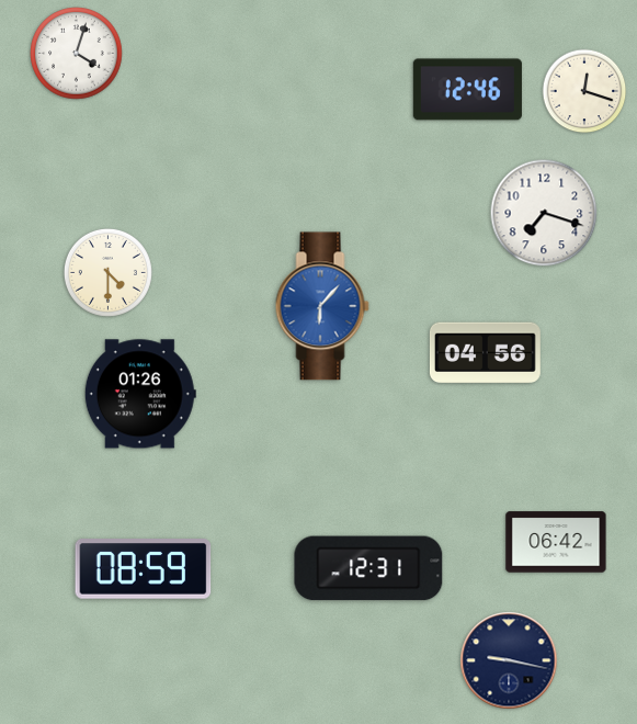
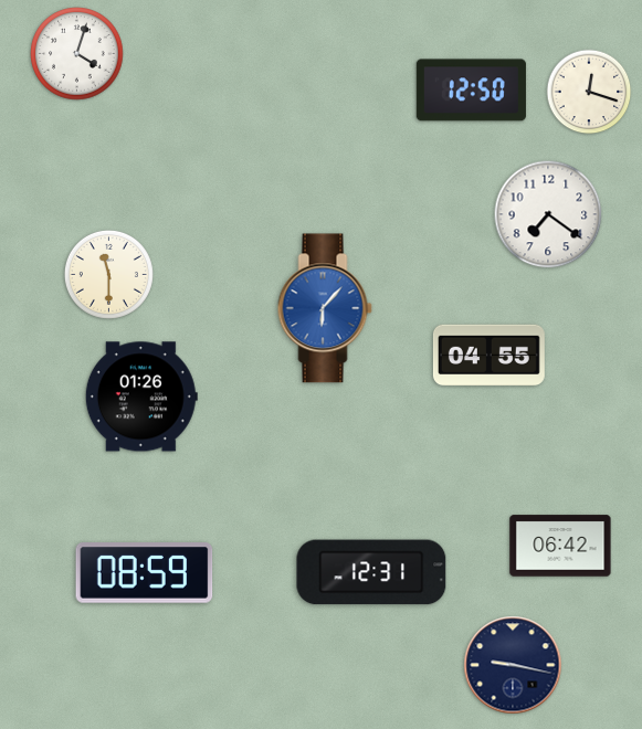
clock at (467, 90): 12:46 -> 12:50
clock at (544, 213): 7:18 -> 7:21
clock at (107, 272): 4:30 -> 11:30
clock at (485, 353): 04:56 -> 04:55
